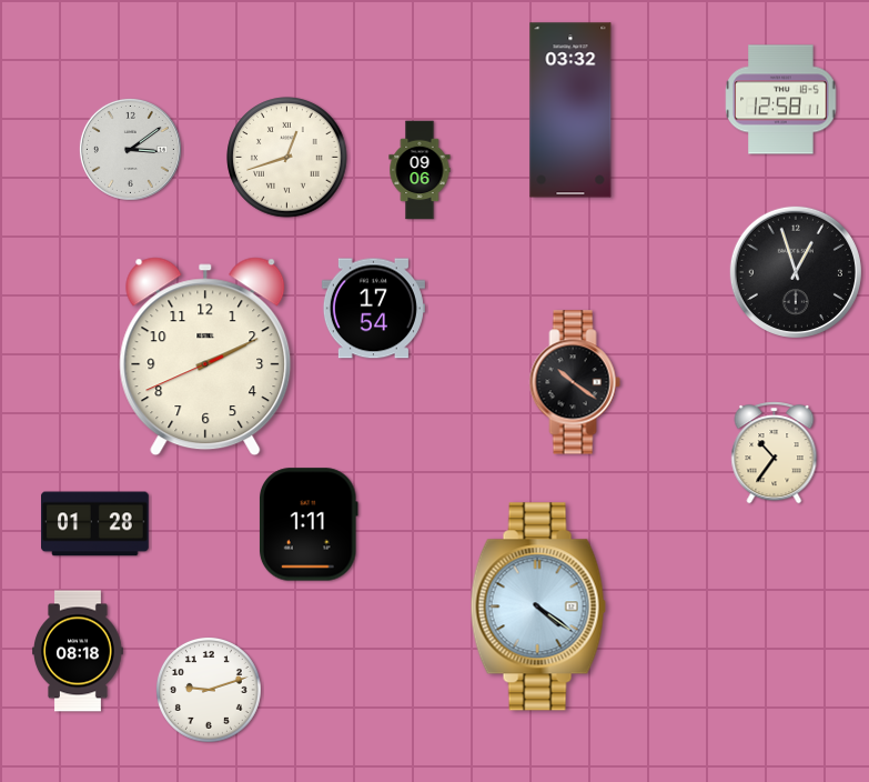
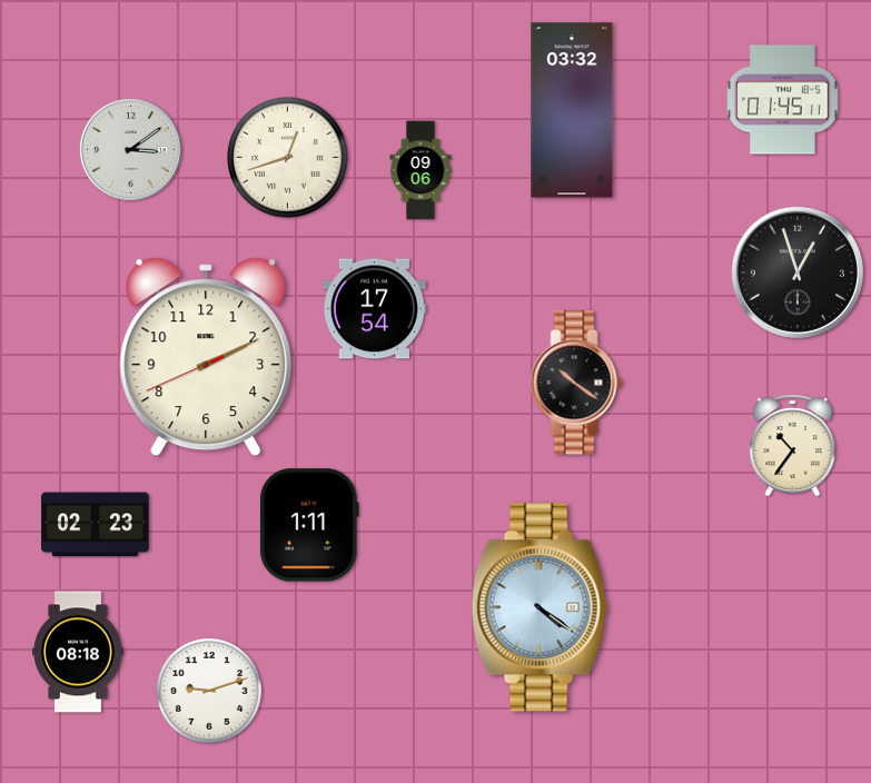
clock at (781, 100): 12:58 -> 01:45
clock at (775, 453) position: (775, 453) -> (793, 446)
clock at (95, 524): 01:28 -> 02:23
